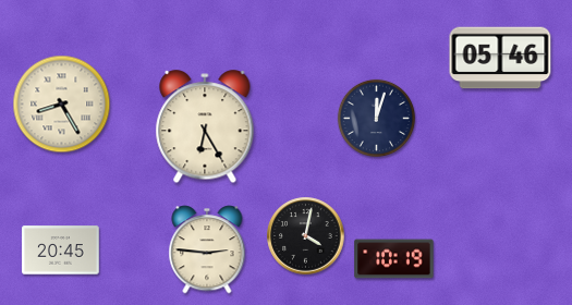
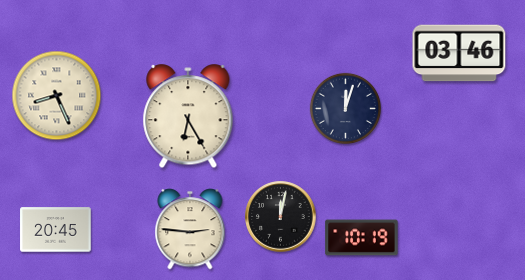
clock at (500, 58): 05:46 -> 03:46
clock at (62, 105): 8:25 -> 8:26
clock at (306, 236): 4:02 -> 12:02
